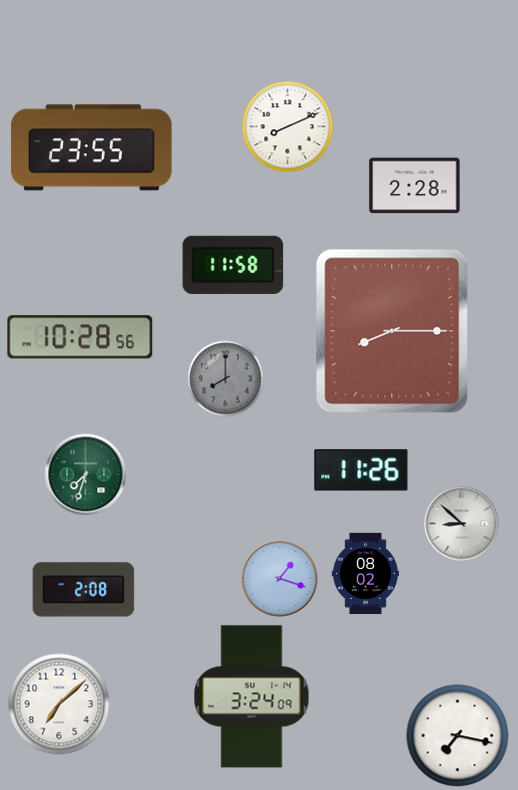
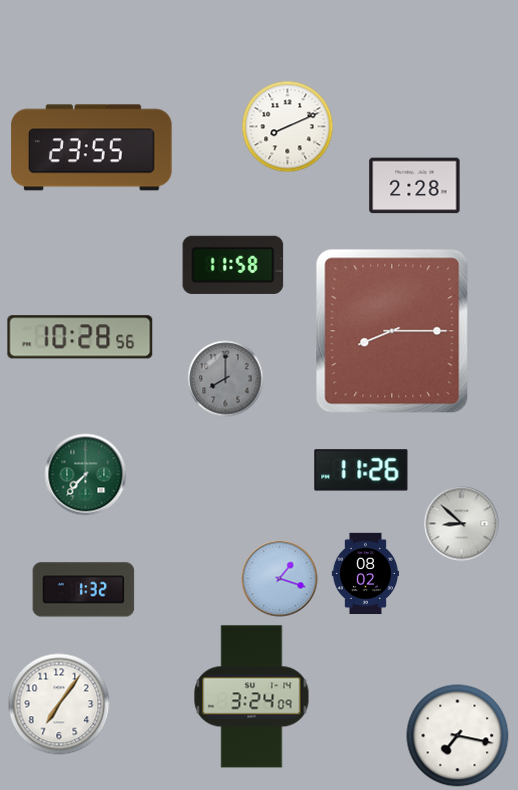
clock at (86, 475): 7:33 -> 7:37
clock at (84, 590): 2:08 -> 1:32
clock at (59, 704): 7:08 -> 7:06
